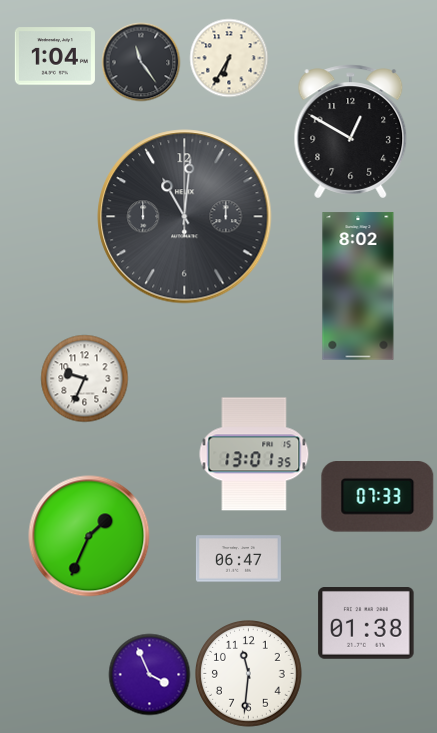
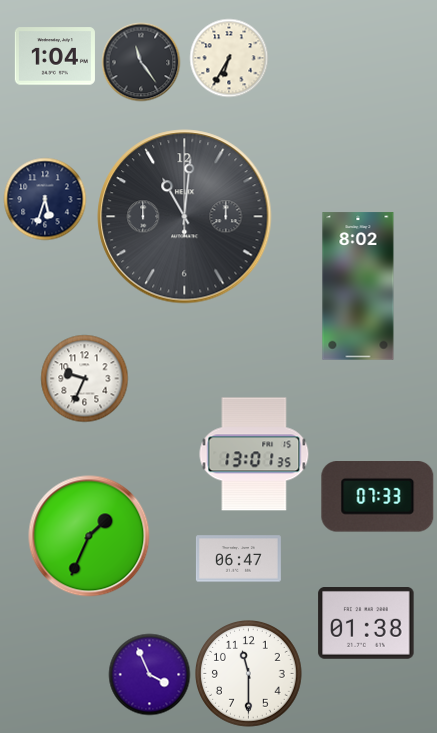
clock at (351, 132): 12:50 -> none
clock at (45, 199): none -> 5:33
clock at (249, 674): 11:31 -> 11:30
